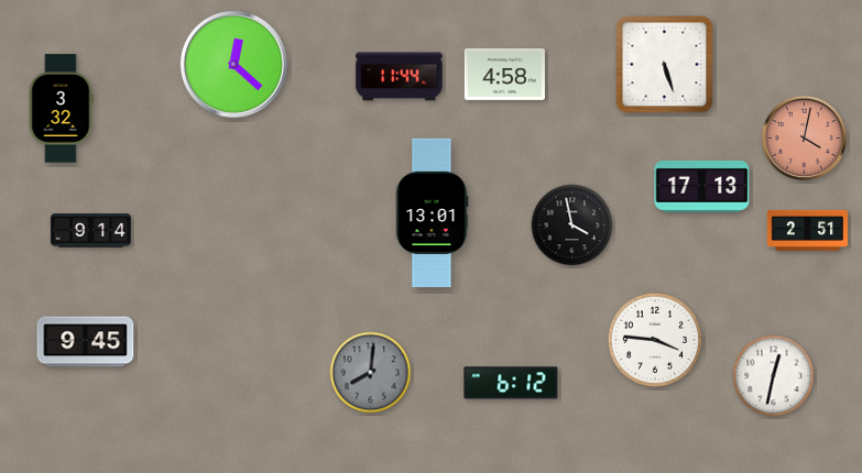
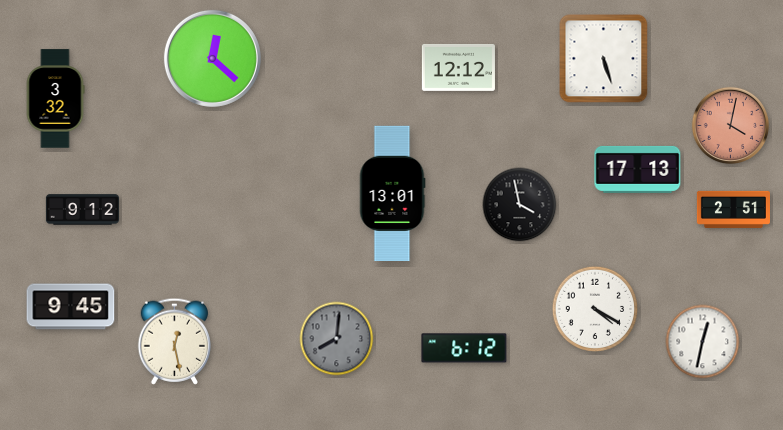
clock at (504, 74): 4:58 -> 12:12
clock at (400, 77): 11:44 -> none
clock at (90, 231): 9:14 -> 9:12
clock at (655, 340): 3:46 -> 4:20
clock at (86, 342) position: (86, 342) -> (71, 307)
clock at (174, 341): none -> 12:28
